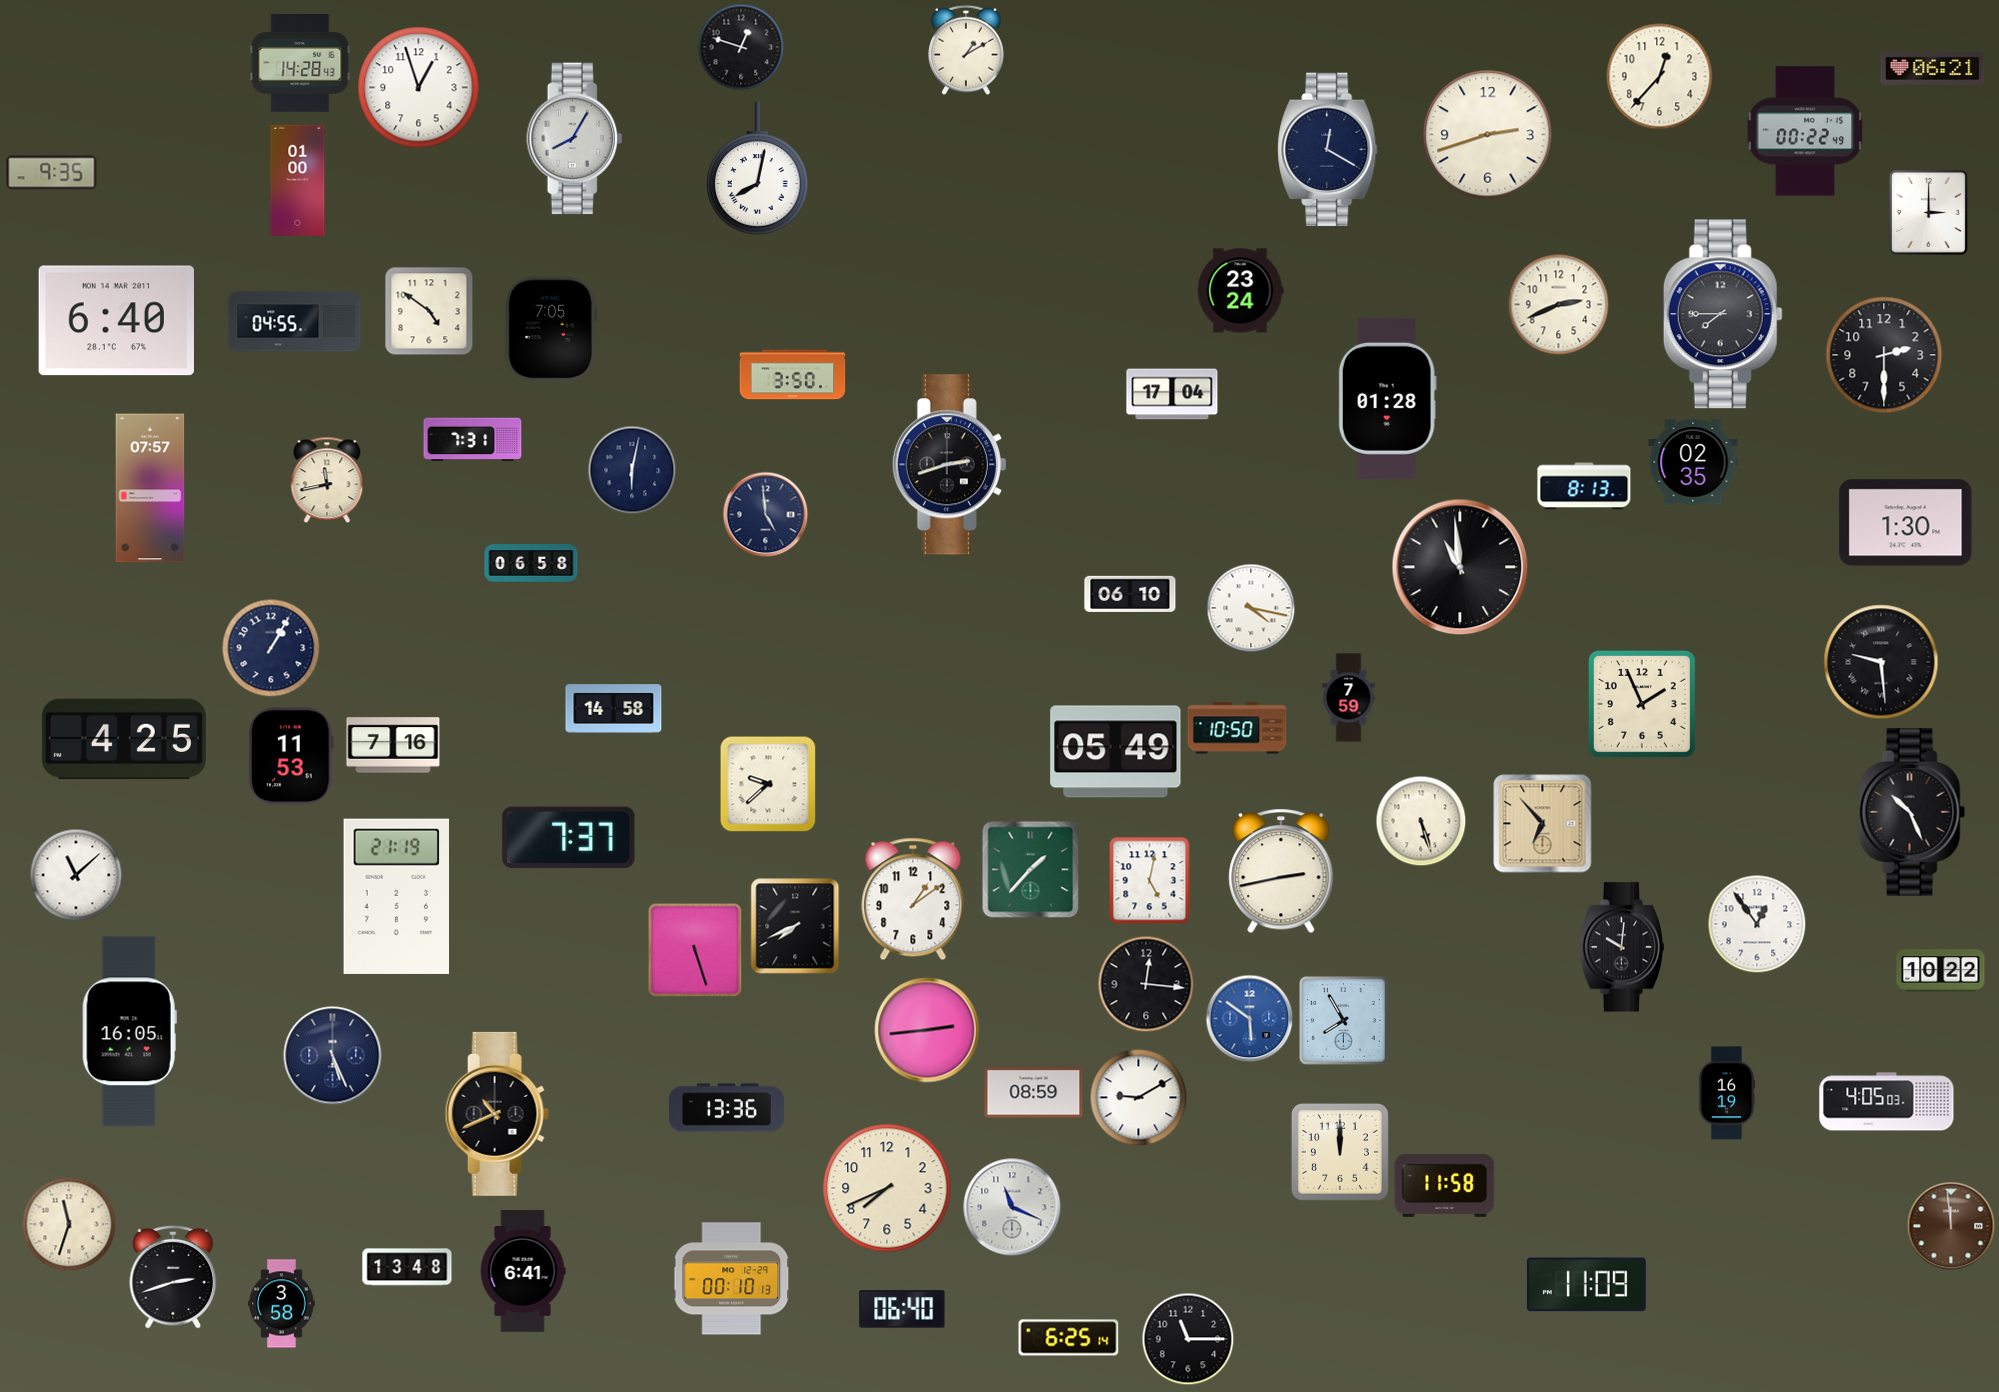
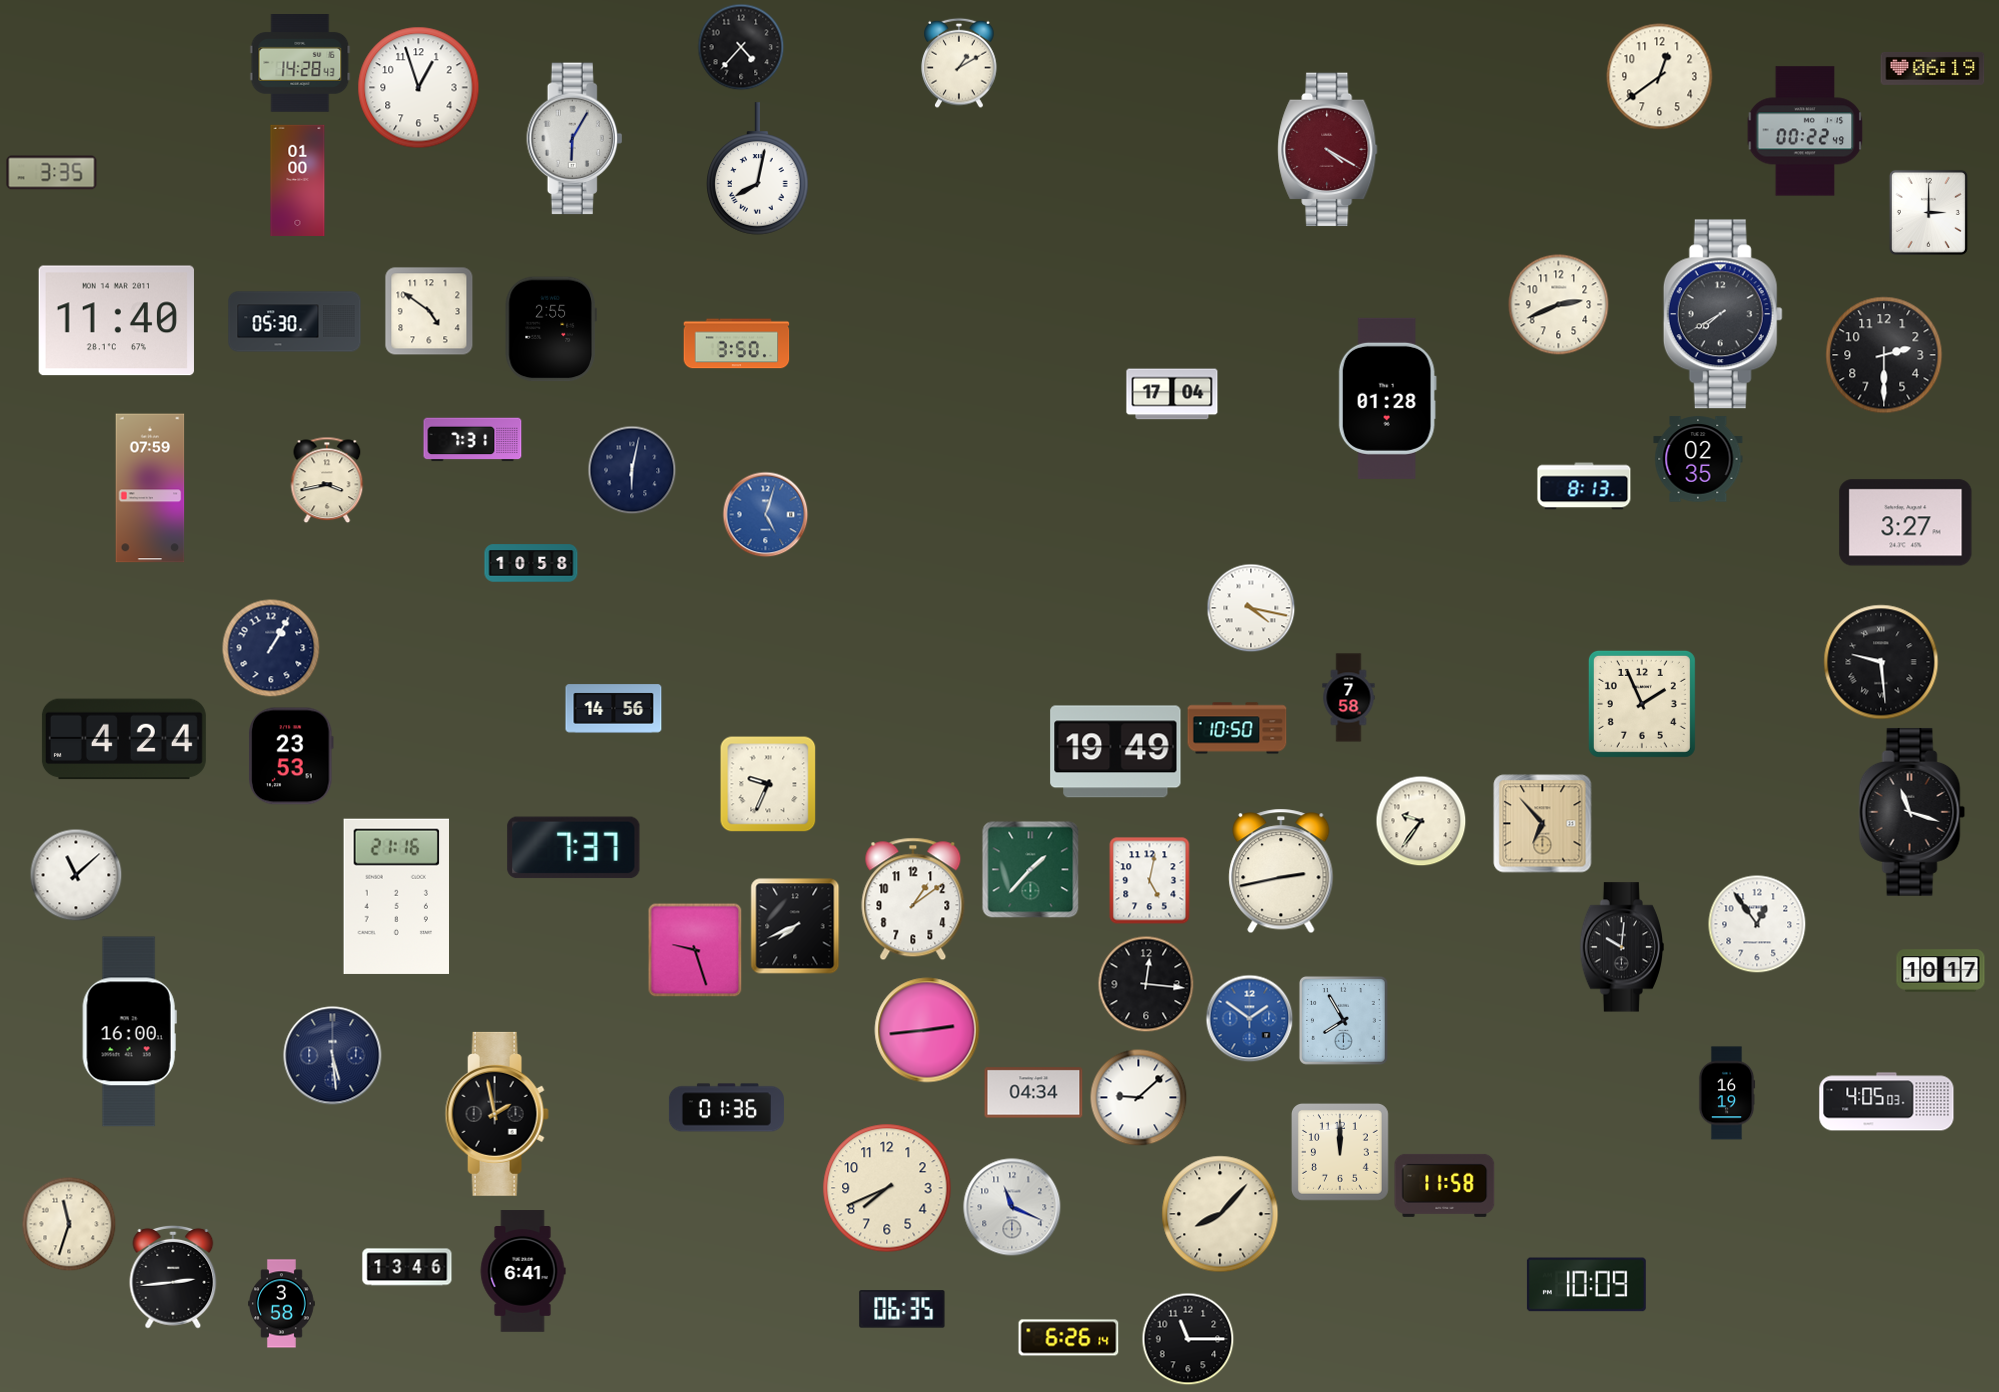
clock at (741, 47): 12:48 -> 4:37
clock at (966, 50) position: (966, 50) -> (959, 63)
clock at (1933, 68): 06:21 -> 06:19
clock at (1660, 77): 12:37 -> 12:39
clock at (1488, 135): 2:42 -> none
clock at (575, 139): 8:05 -> 6:05
clock at (1328, 150): 12:20 -> 4:20
clock at (1328, 150) dial: navy -> burgundy
clock at (52, 173): 9:35 -> 3:35
clock at (1240, 291): 23:24 -> none
clock at (1723, 314): 7:45 -> 7:40
clock at (116, 321): 6:40 -> 11:40
clock at (295, 322): 04:55 -> 05:30
clock at (551, 329): 7:05 -> 2:55
clock at (793, 375) position: (793, 375) -> (737, 344)
clock at (1693, 462) position: (1693, 462) -> (1698, 459)
clock at (949, 465): 2:42 -> none
clock at (327, 480): 11:43 -> 3:43
clock at (150, 488): 07:57 -> 07:59
clock at (765, 514): 4:59 -> 5:03
clock at (765, 514) dial: navy -> blue
clock at (1906, 523): 1:30 -> 3:27
clock at (531, 563): 06:58 -> 10:58
clock at (1460, 567): 10:59 -> none
clock at (1130, 594): 06:10 -> none
clock at (1349, 698): 7:59 -> 7:58
clock at (614, 709): 14:58 -> 14:56
clock at (124, 739): 4:25 -> 4:24
clock at (393, 745): 7:16 -> none
clock at (1116, 752): 05:49 -> 19:49
clock at (292, 756): 11:53 -> 23:53
clock at (768, 784): 9:38 -> 9:34
clock at (1912, 812): 10:26 -> 11:18
clock at (1421, 821): 5:27 -> 9:36
clock at (569, 838) position: (569, 838) -> (574, 848)
clock at (396, 896): 21:19 -> 21:16
clock at (695, 950): 5:27 -> 9:27
clock at (1941, 971): 10:22 -> 10:17
clock at (1249, 1018): 5:51 -> 1:51
clock at (129, 1032): 16:05 -> 16:00
clock at (333, 1056): 5:26 -> 5:29
clock at (1034, 1093): 08:59 -> 04:34
clock at (1138, 1097): 9:10 -> 9:08
clock at (726, 1108): 13:36 -> 01:36
clock at (497, 1114): 10:41 -> 1:58
clock at (1220, 1214): none -> 8:07
clock at (1951, 1226): 11:59 -> none
clock at (407, 1267): 13:48 -> 13:46
clock at (173, 1277): 2:42 -> 2:44
clock at (732, 1279): 00:10 -> none
clock at (1586, 1285): 11:09 -> 10:09
clock at (902, 1309): 06:40 -> 06:35
clock at (1069, 1338): 6:25 -> 6:26
